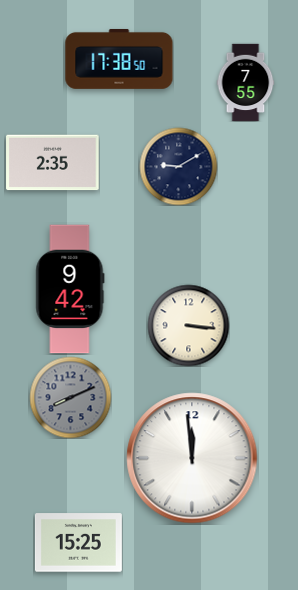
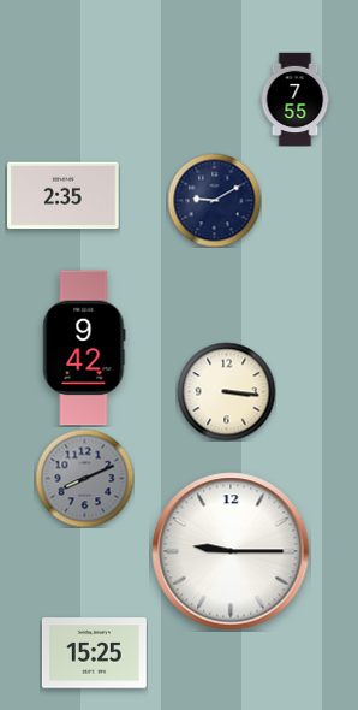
clock at (119, 59): 17:38 -> none
clock at (192, 458): 11:59 -> 9:15
